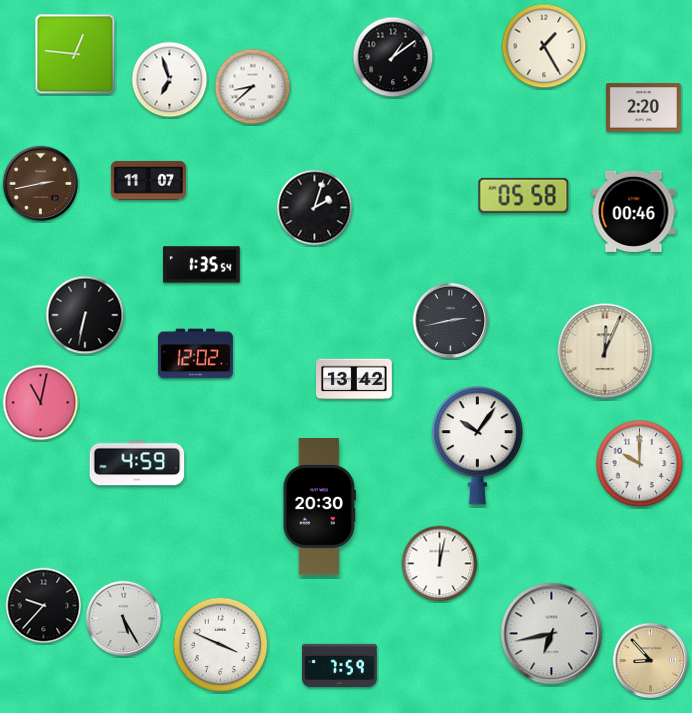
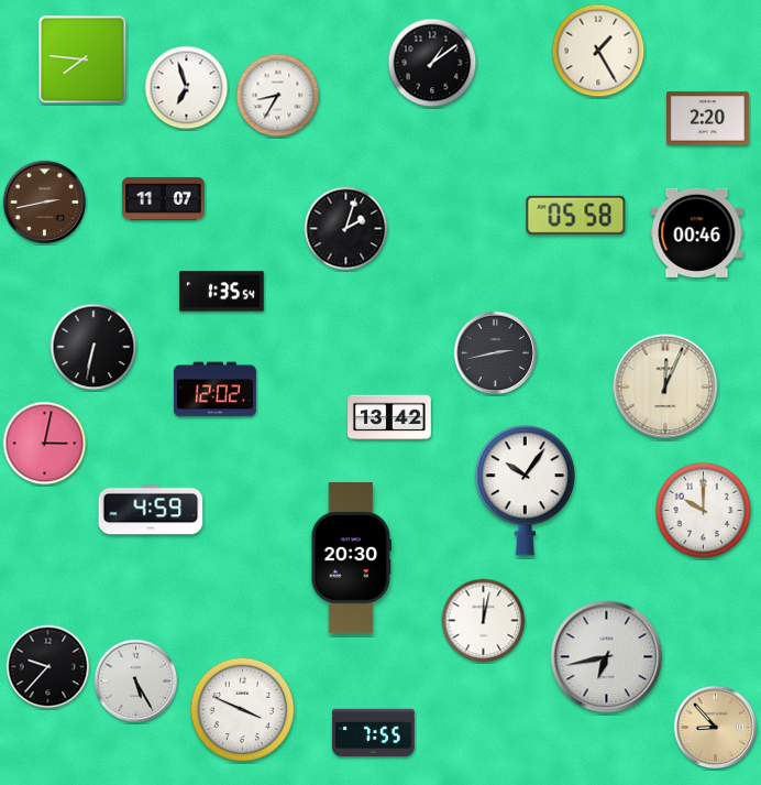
clock at (75, 54): 12:46 -> 7:46
clock at (253, 87): 8:38 -> 8:35
clock at (41, 403): 11:02 -> 3:02
clock at (552, 634) position: (552, 634) -> (607, 657)
clock at (339, 666): 7:59 -> 7:55
